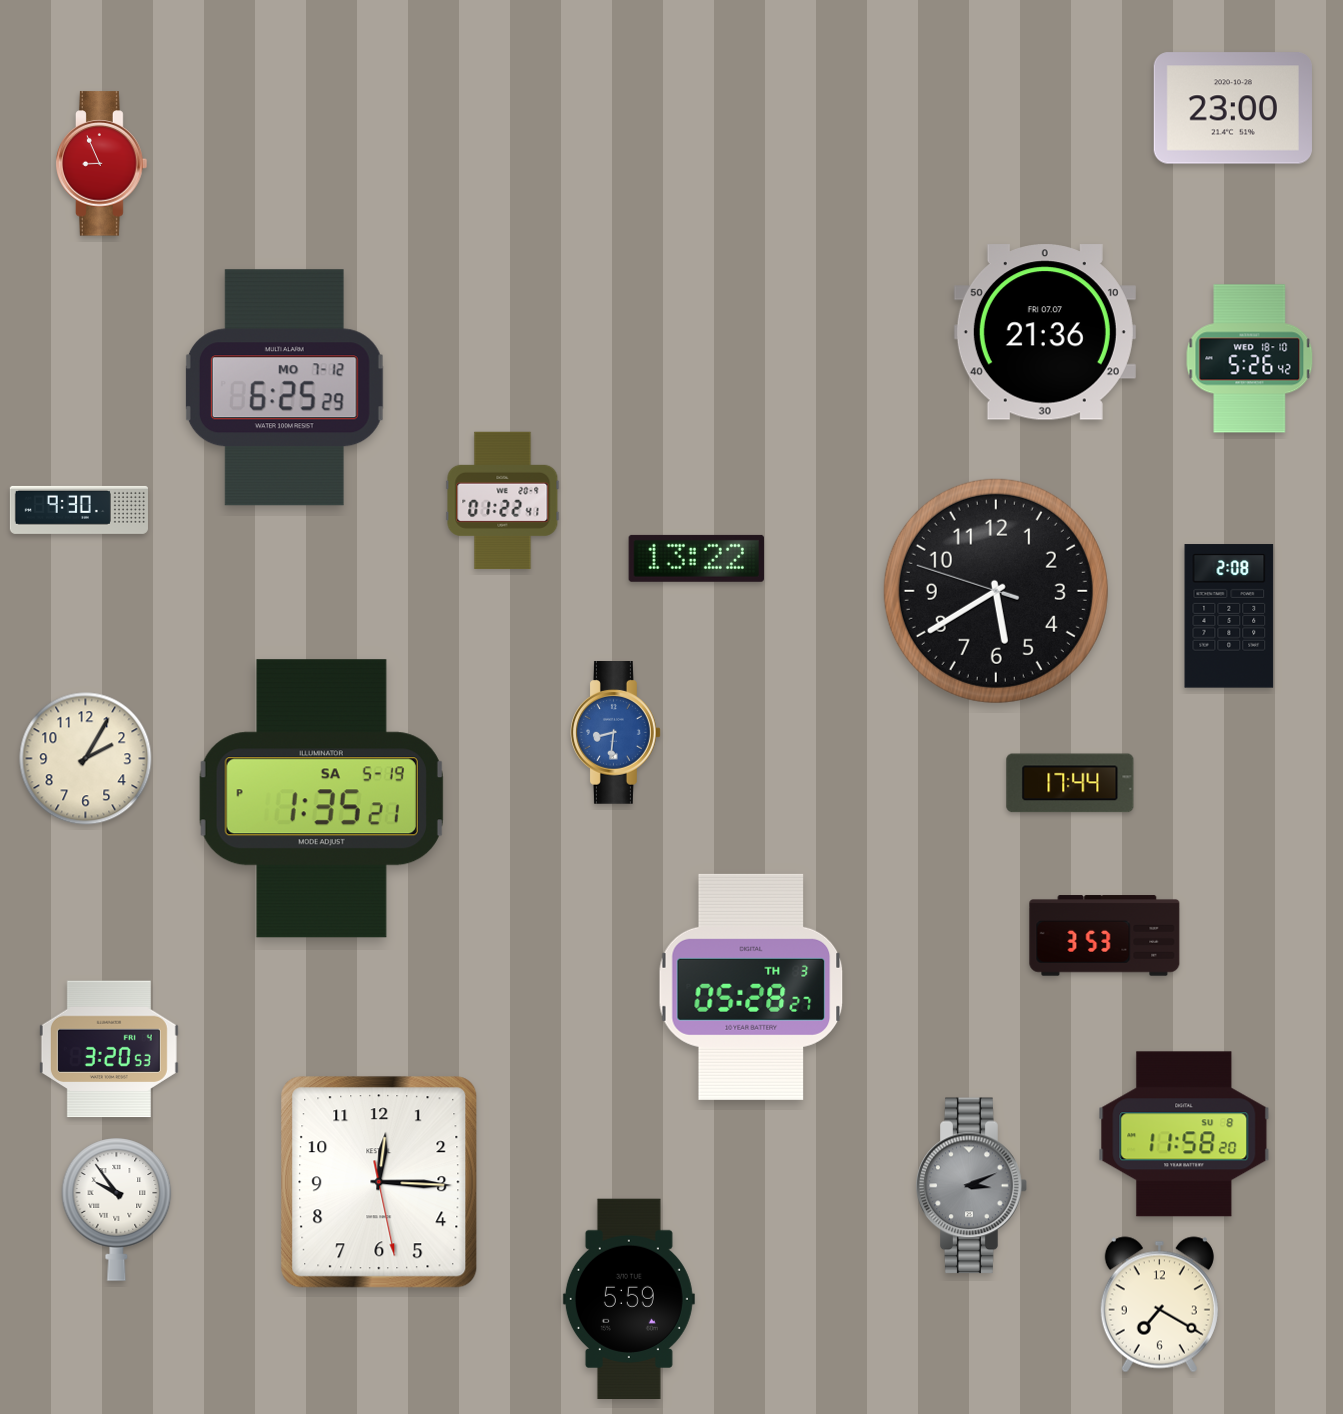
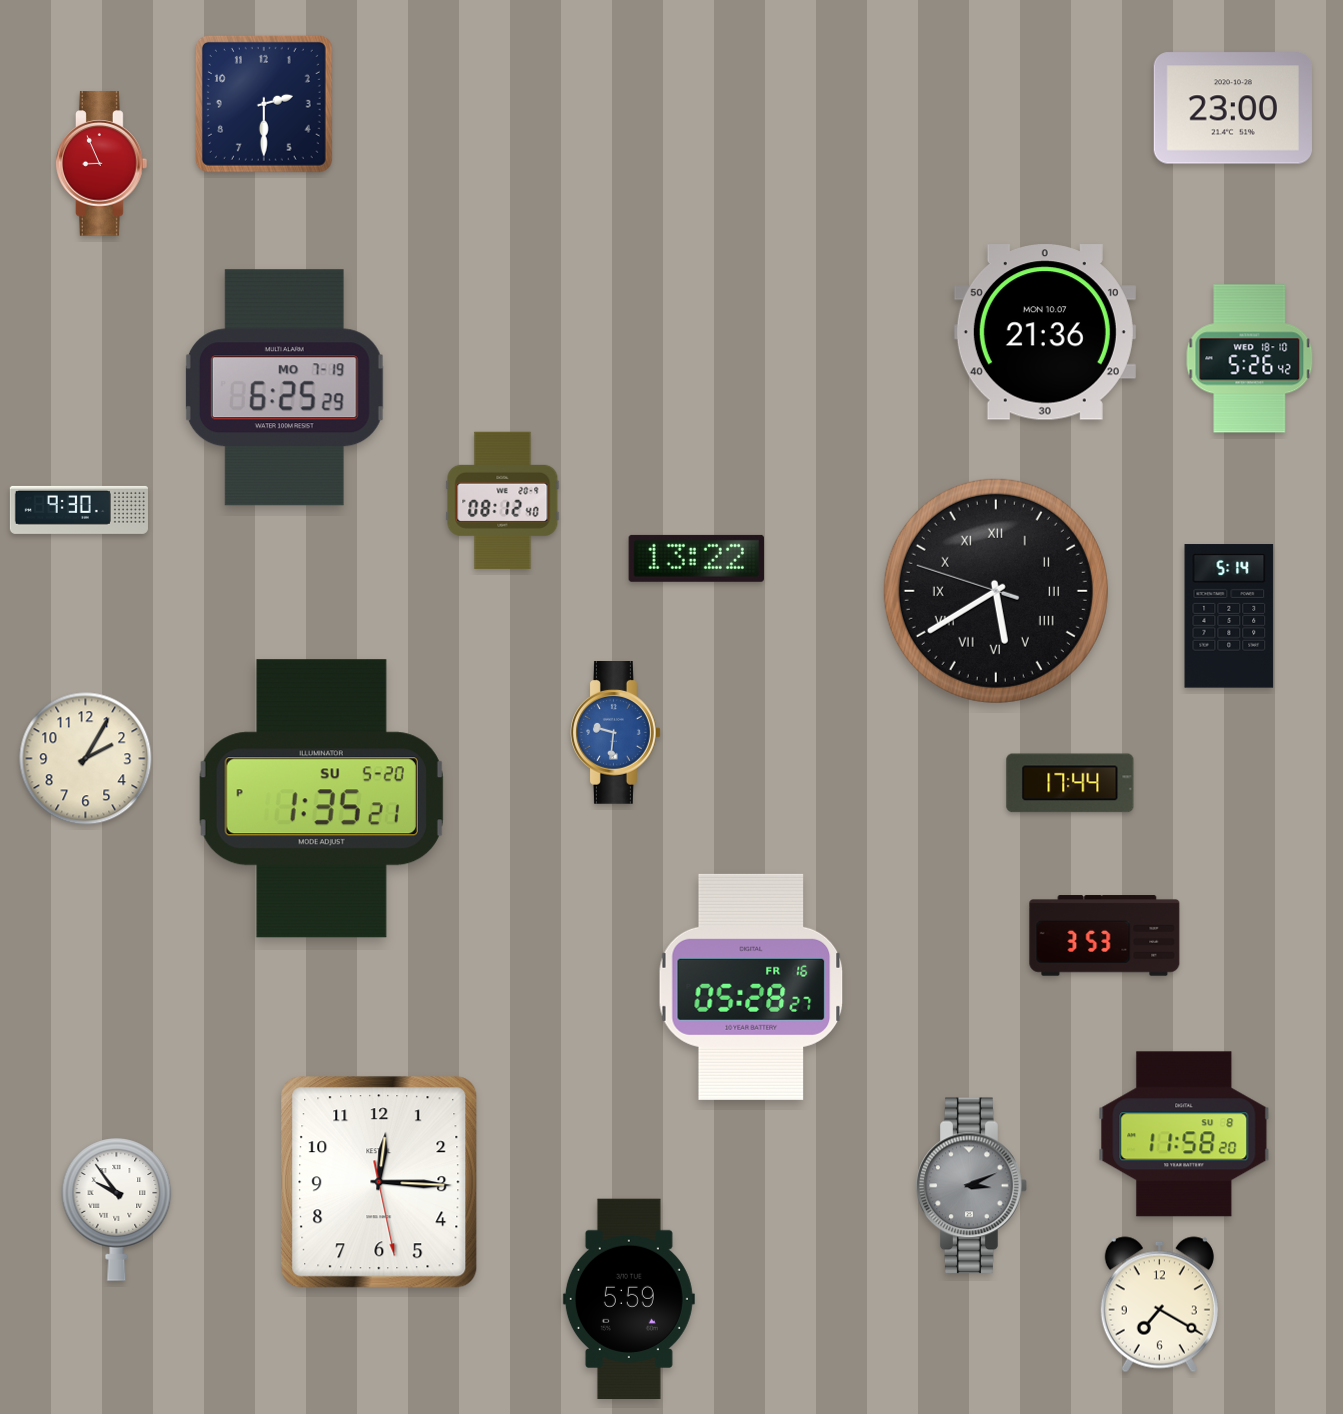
clock at (264, 104): none -> 2:30
clock at (1045, 332) date: FRI 07.07 -> MON 10.07
clock at (284, 388) date: MO 7-12 -> MO 7-19
clock at (503, 500): 01:22 -> 08:12
clock at (996, 591) numerals: Arabic -> Roman
clock at (1229, 616): 2:08 -> 5:14
clock at (616, 733): 8:31 -> 9:31
clock at (321, 799) date: SA 5-19 -> SU 5-20
clock at (751, 987) date: TH 3 -> FR 16
clock at (109, 1049): 3:20 -> none
